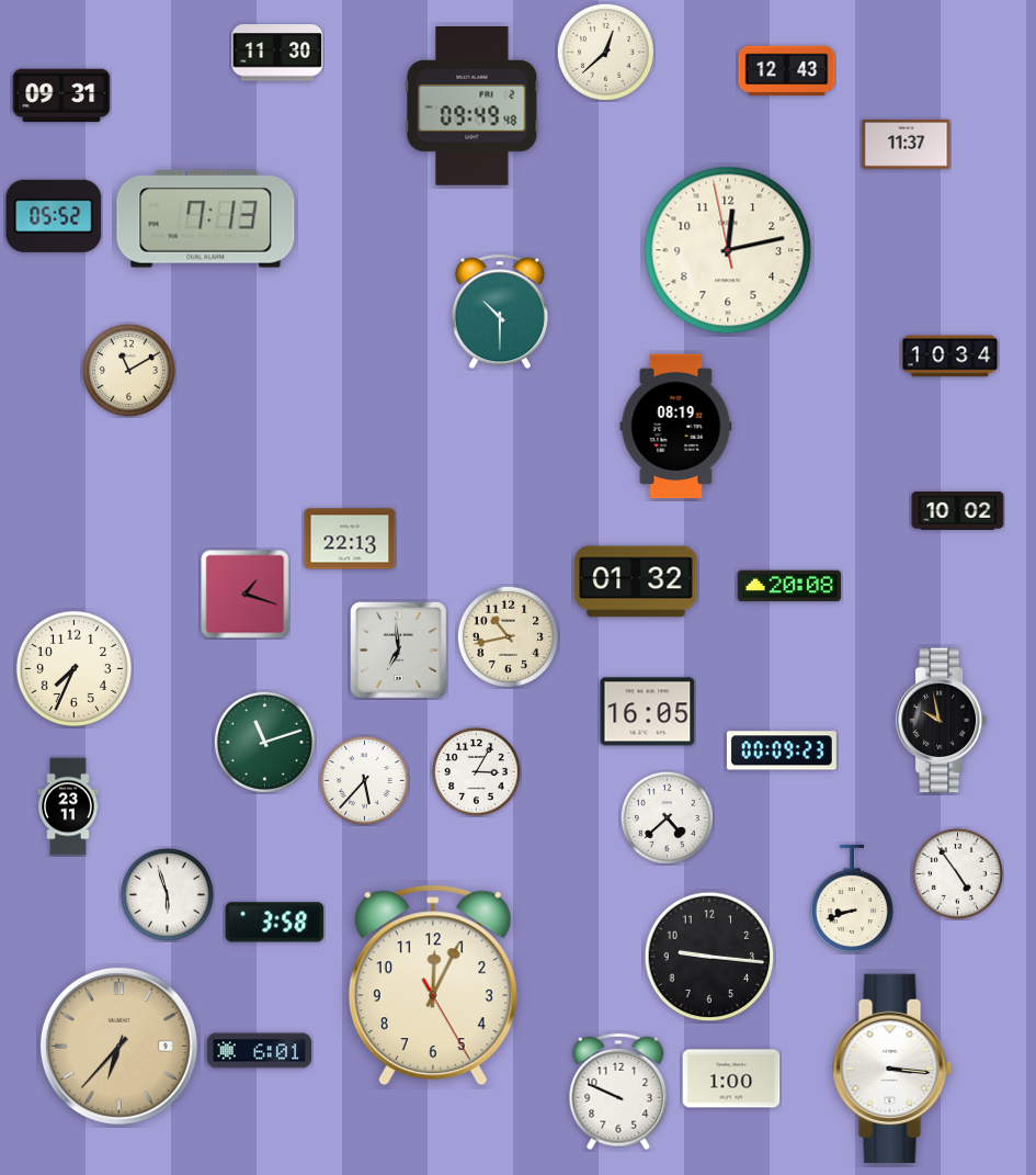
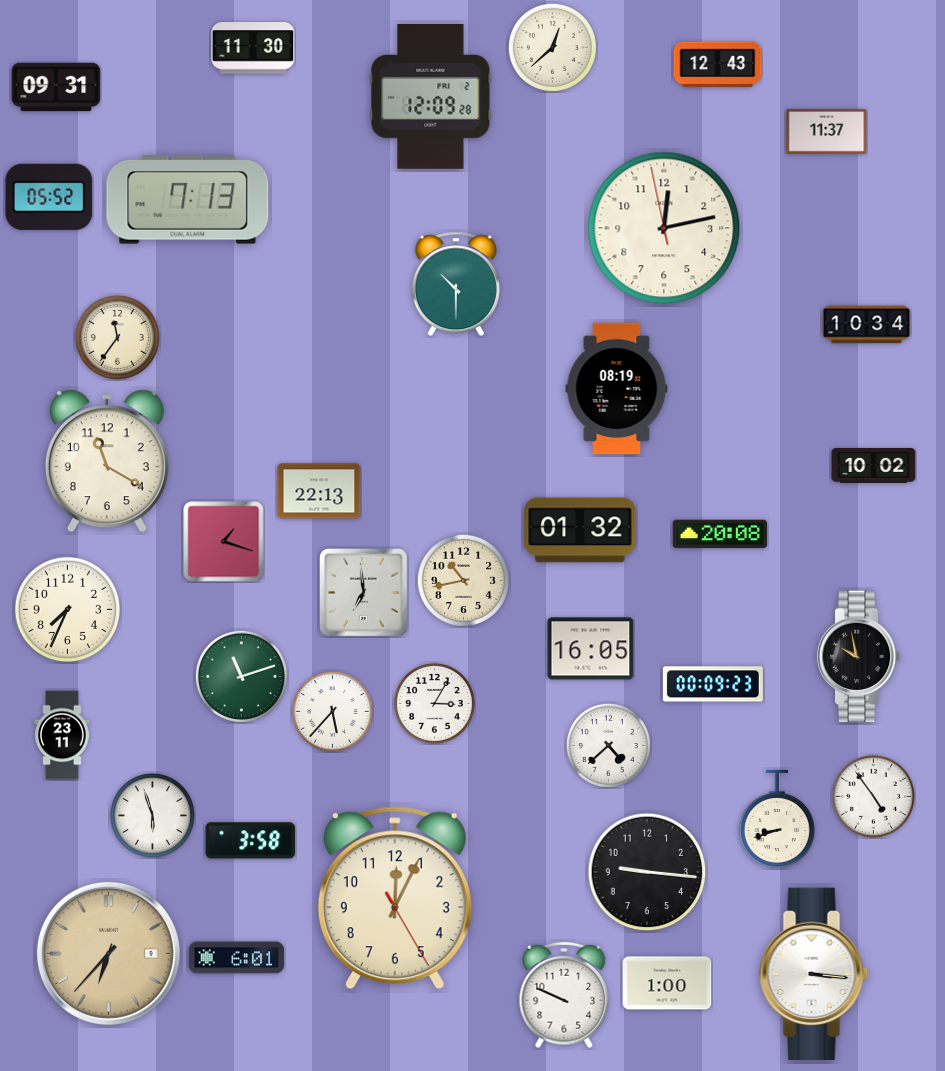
clock at (473, 106): 09:49 -> 12:09
clock at (128, 370): 11:10 -> 11:36
clock at (107, 461): none -> 11:20
